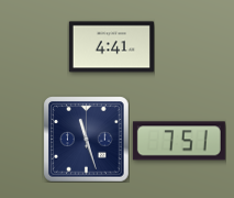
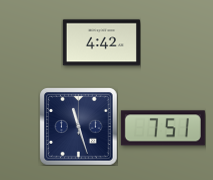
clock at (111, 47): 4:41 -> 4:42
